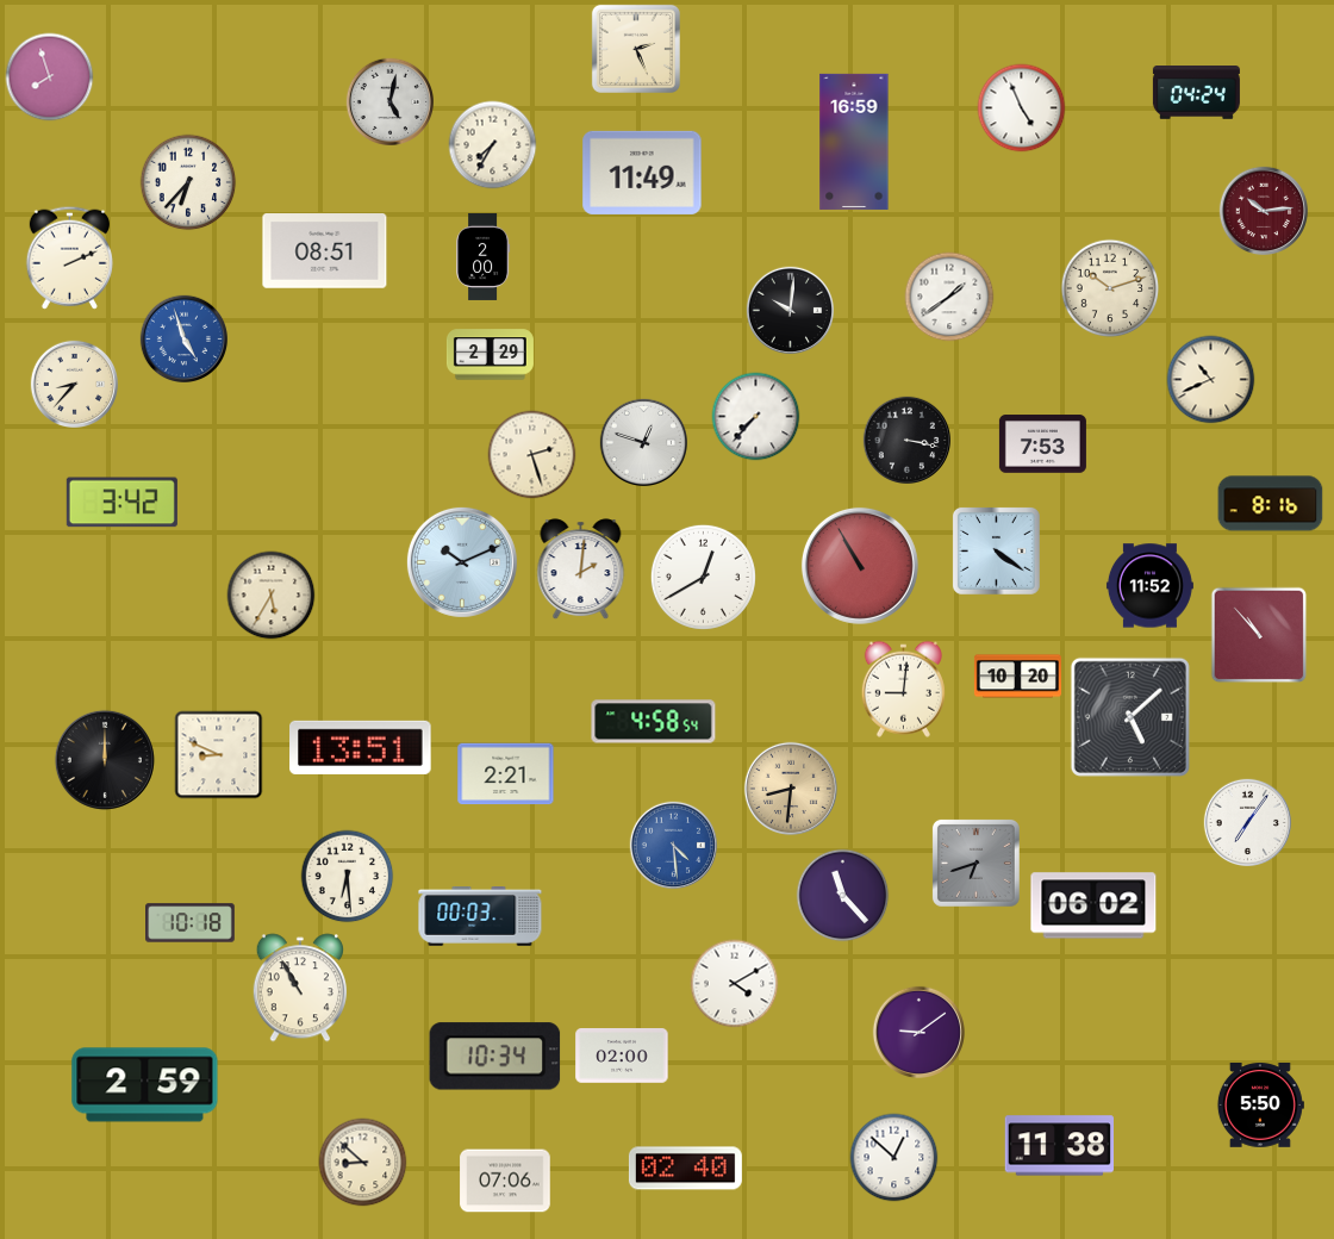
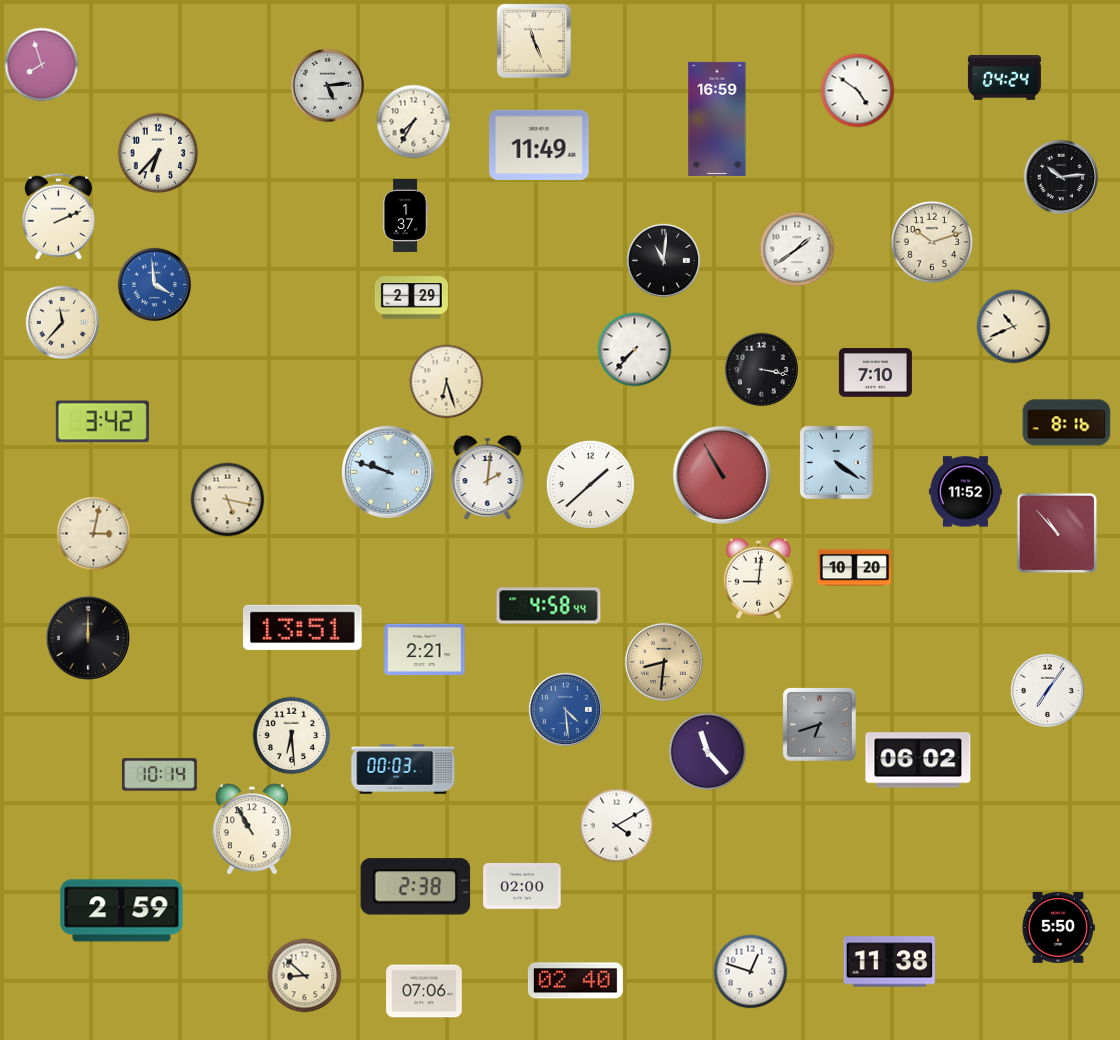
clock at (636, 49): 2:26 -> 11:26
clock at (389, 101): 5:02 -> 5:14
clock at (1022, 108): 4:56 -> 4:51
clock at (1263, 210) dial: burgundy -> black
clock at (325, 251): 08:51 -> none
clock at (484, 256): 2:00 -> 1:37
clock at (790, 310): 10:01 -> 11:01
clock at (183, 338): 4:57 -> 3:59
clock at (1211, 380) position: (1211, 380) -> (1014, 327)
clock at (74, 384): 8:37 -> 11:37
clock at (643, 442): 12:48 -> none
clock at (1042, 444): 7:53 -> 7:10
clock at (532, 455): 2:27 -> 6:27
clock at (462, 562): 10:11 -> 9:48
clock at (703, 577): 12:40 -> 1:38
clock at (272, 596): 5:35 -> 5:17
clock at (94, 534): none -> 3:02
clock at (1130, 717): 5:08 -> none
clock at (654, 722): 4:58:54 -> 4:58:44
clock at (219, 755): 8:49 -> none
clock at (191, 923): 10:18 -> 10:14
clock at (918, 1032): 9:09 -> none
clock at (495, 1057): 10:34 -> 2:38
clock at (894, 1158): 12:52 -> 12:48
